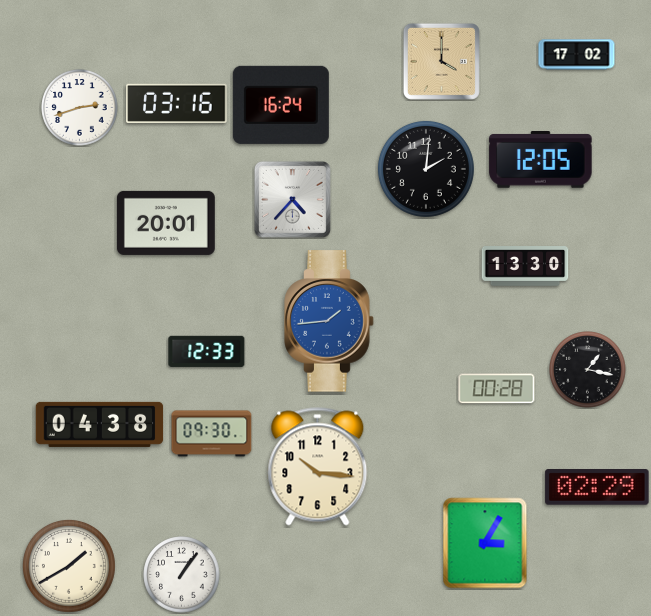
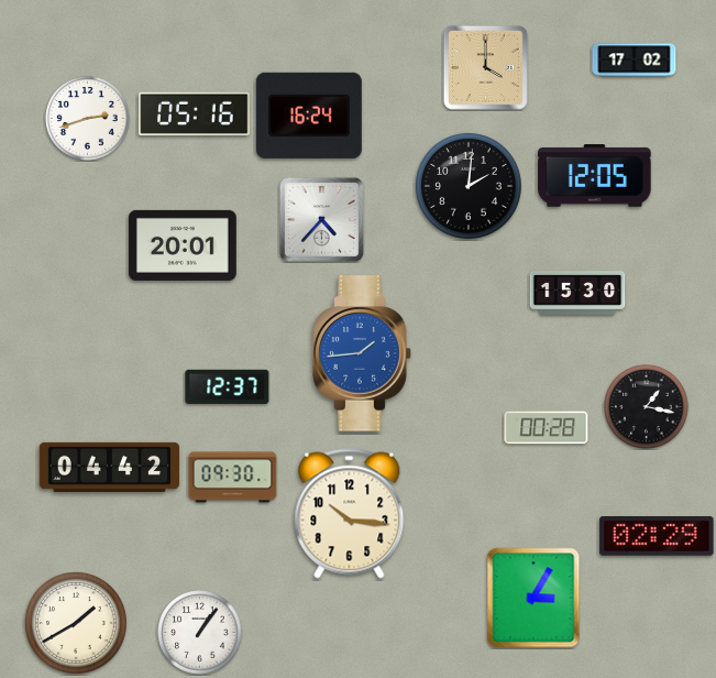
clock at (177, 103): 03:16 -> 05:16
clock at (525, 266): 13:30 -> 15:30
clock at (207, 351): 12:33 -> 12:37
clock at (100, 424): 04:38 -> 04:42
